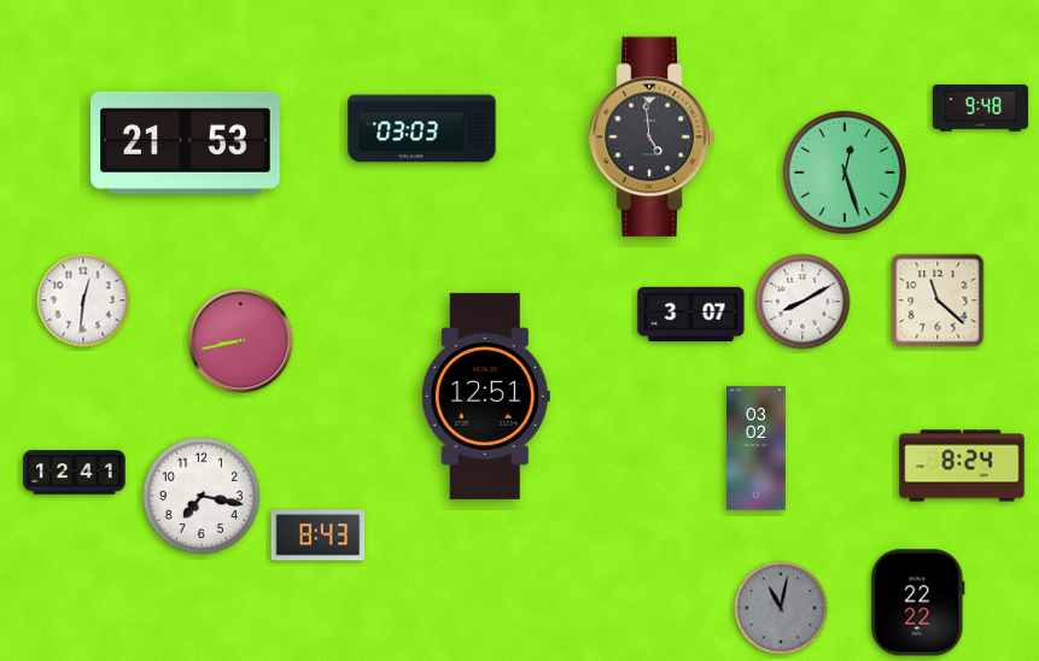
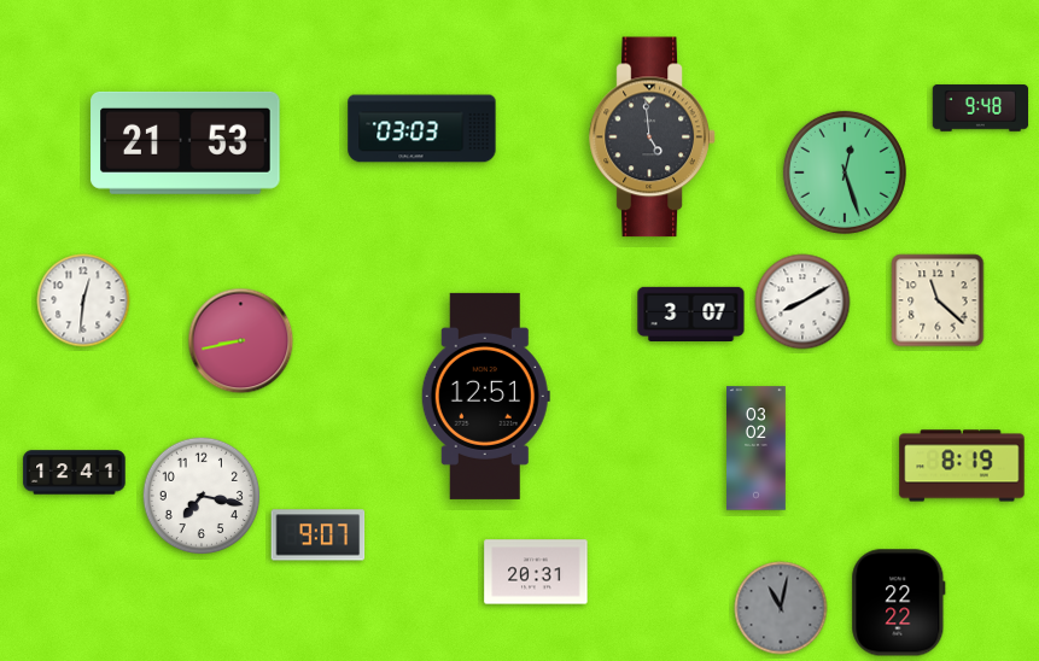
clock at (962, 466): 8:24 -> 8:19
clock at (319, 536): 8:43 -> 9:07
clock at (536, 572): none -> 20:31
clock at (918, 603) position: (918, 603) -> (899, 603)
